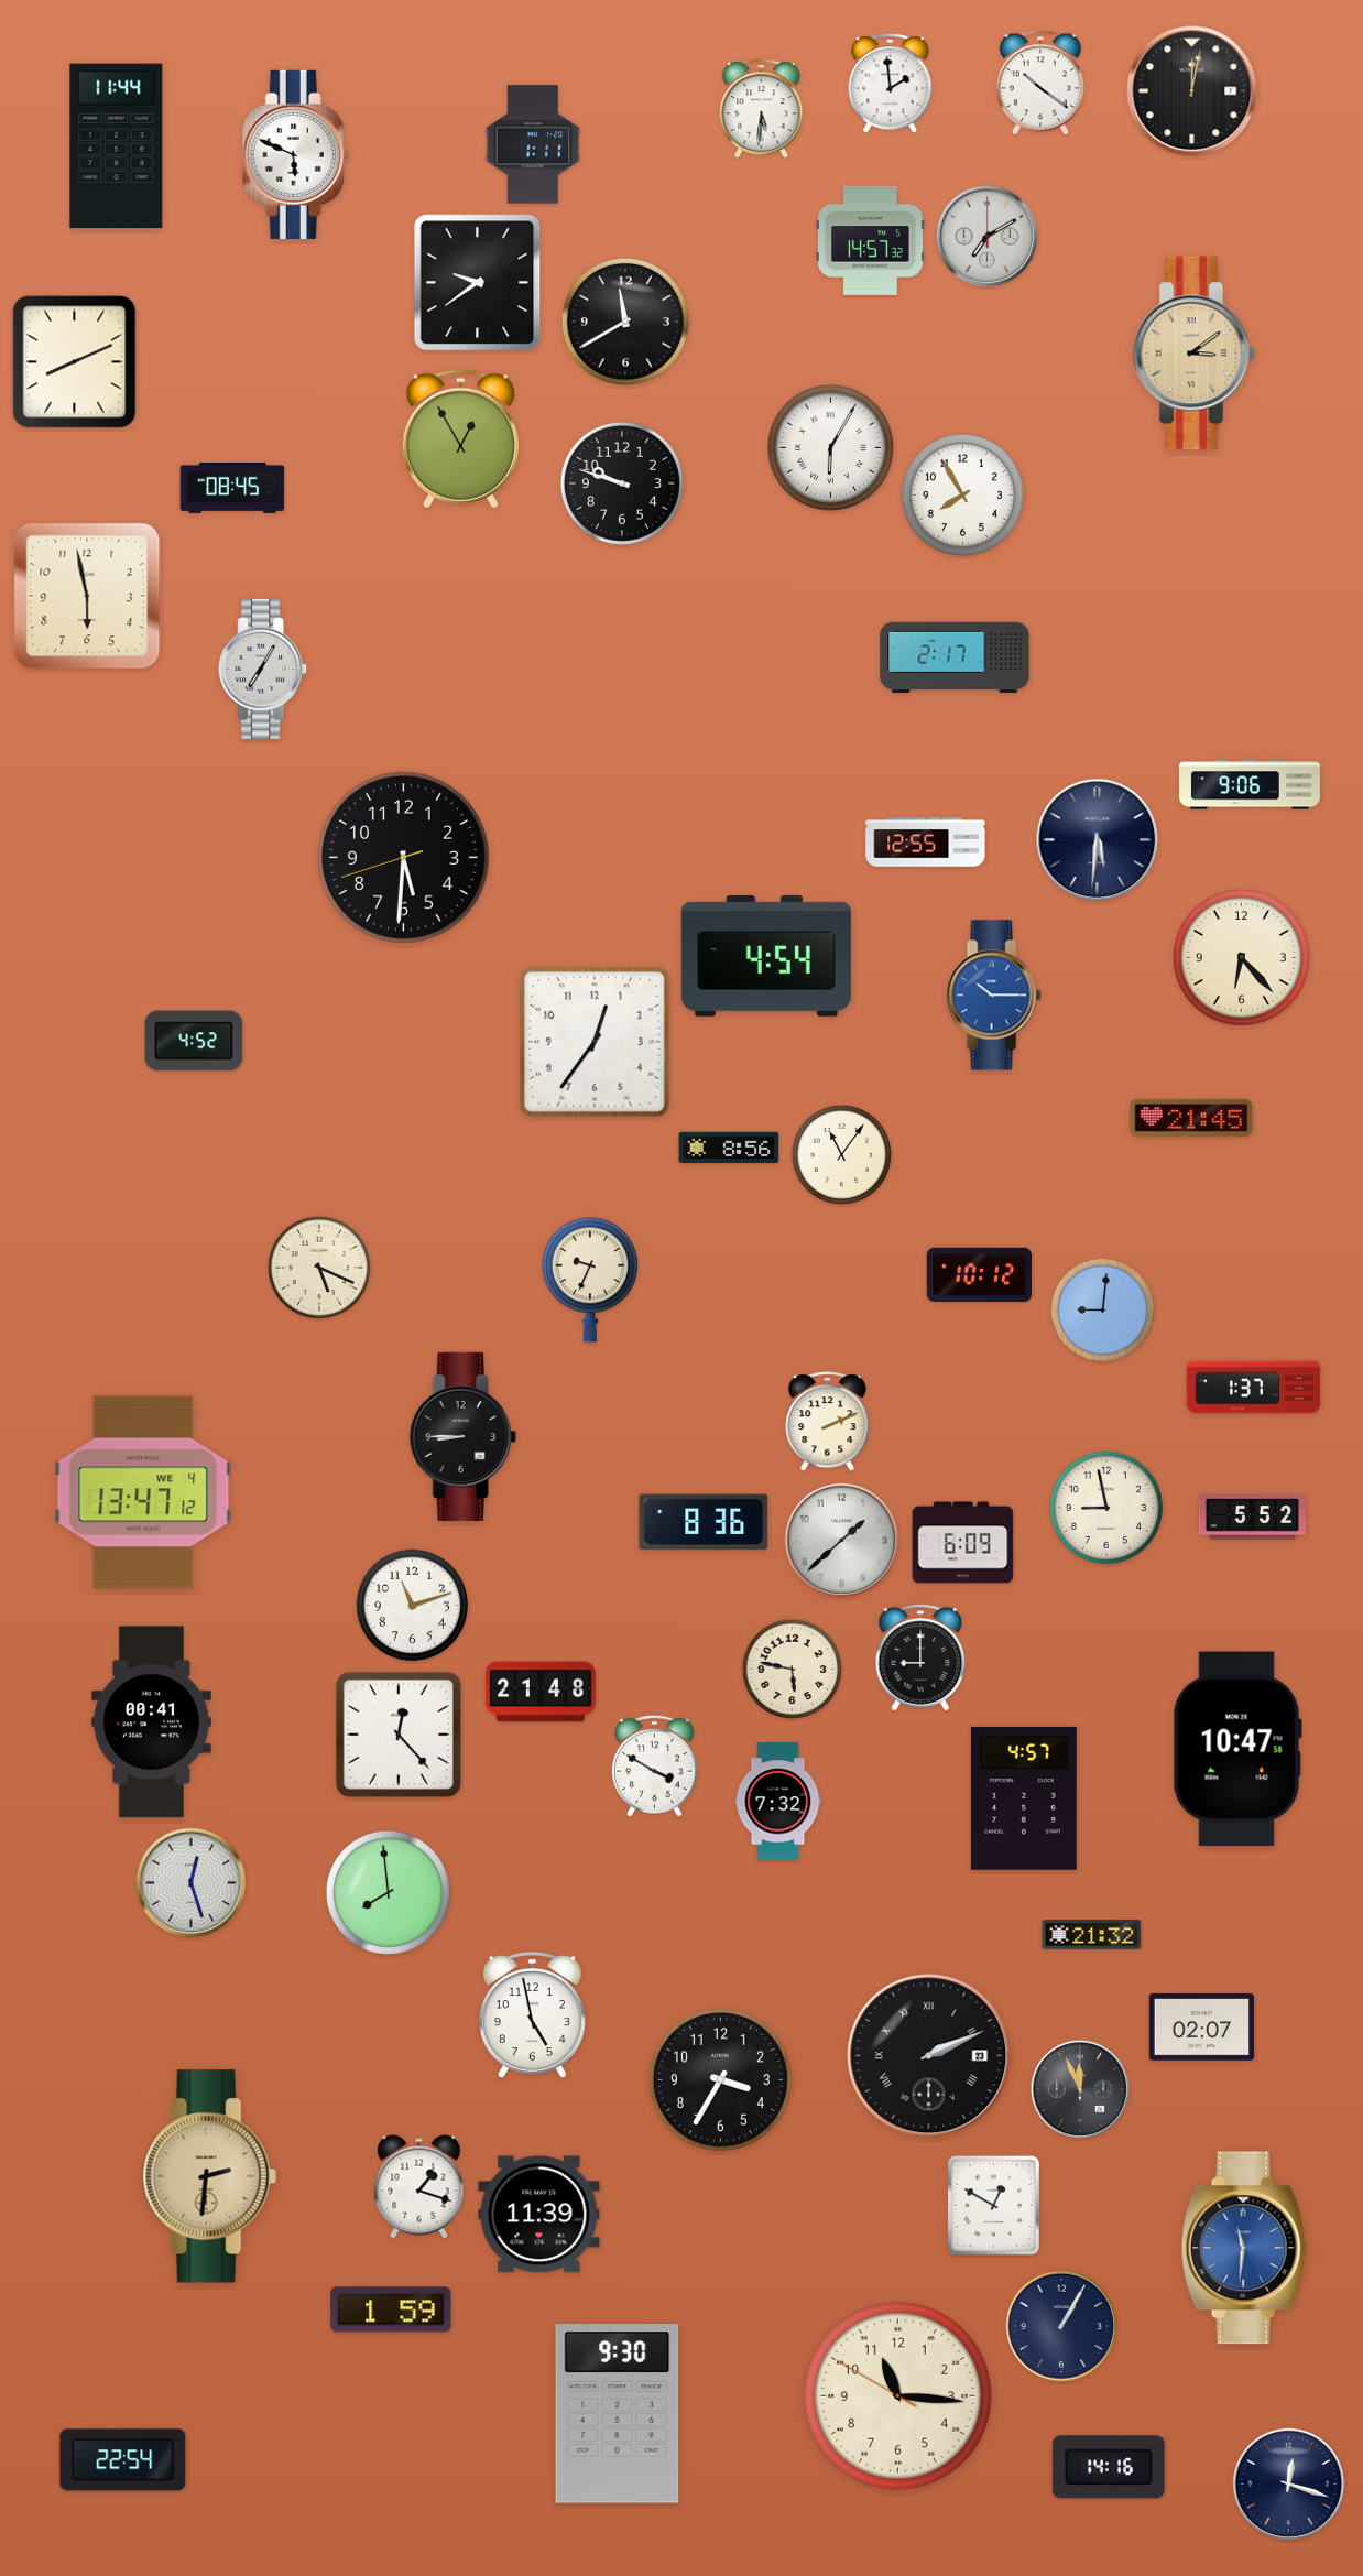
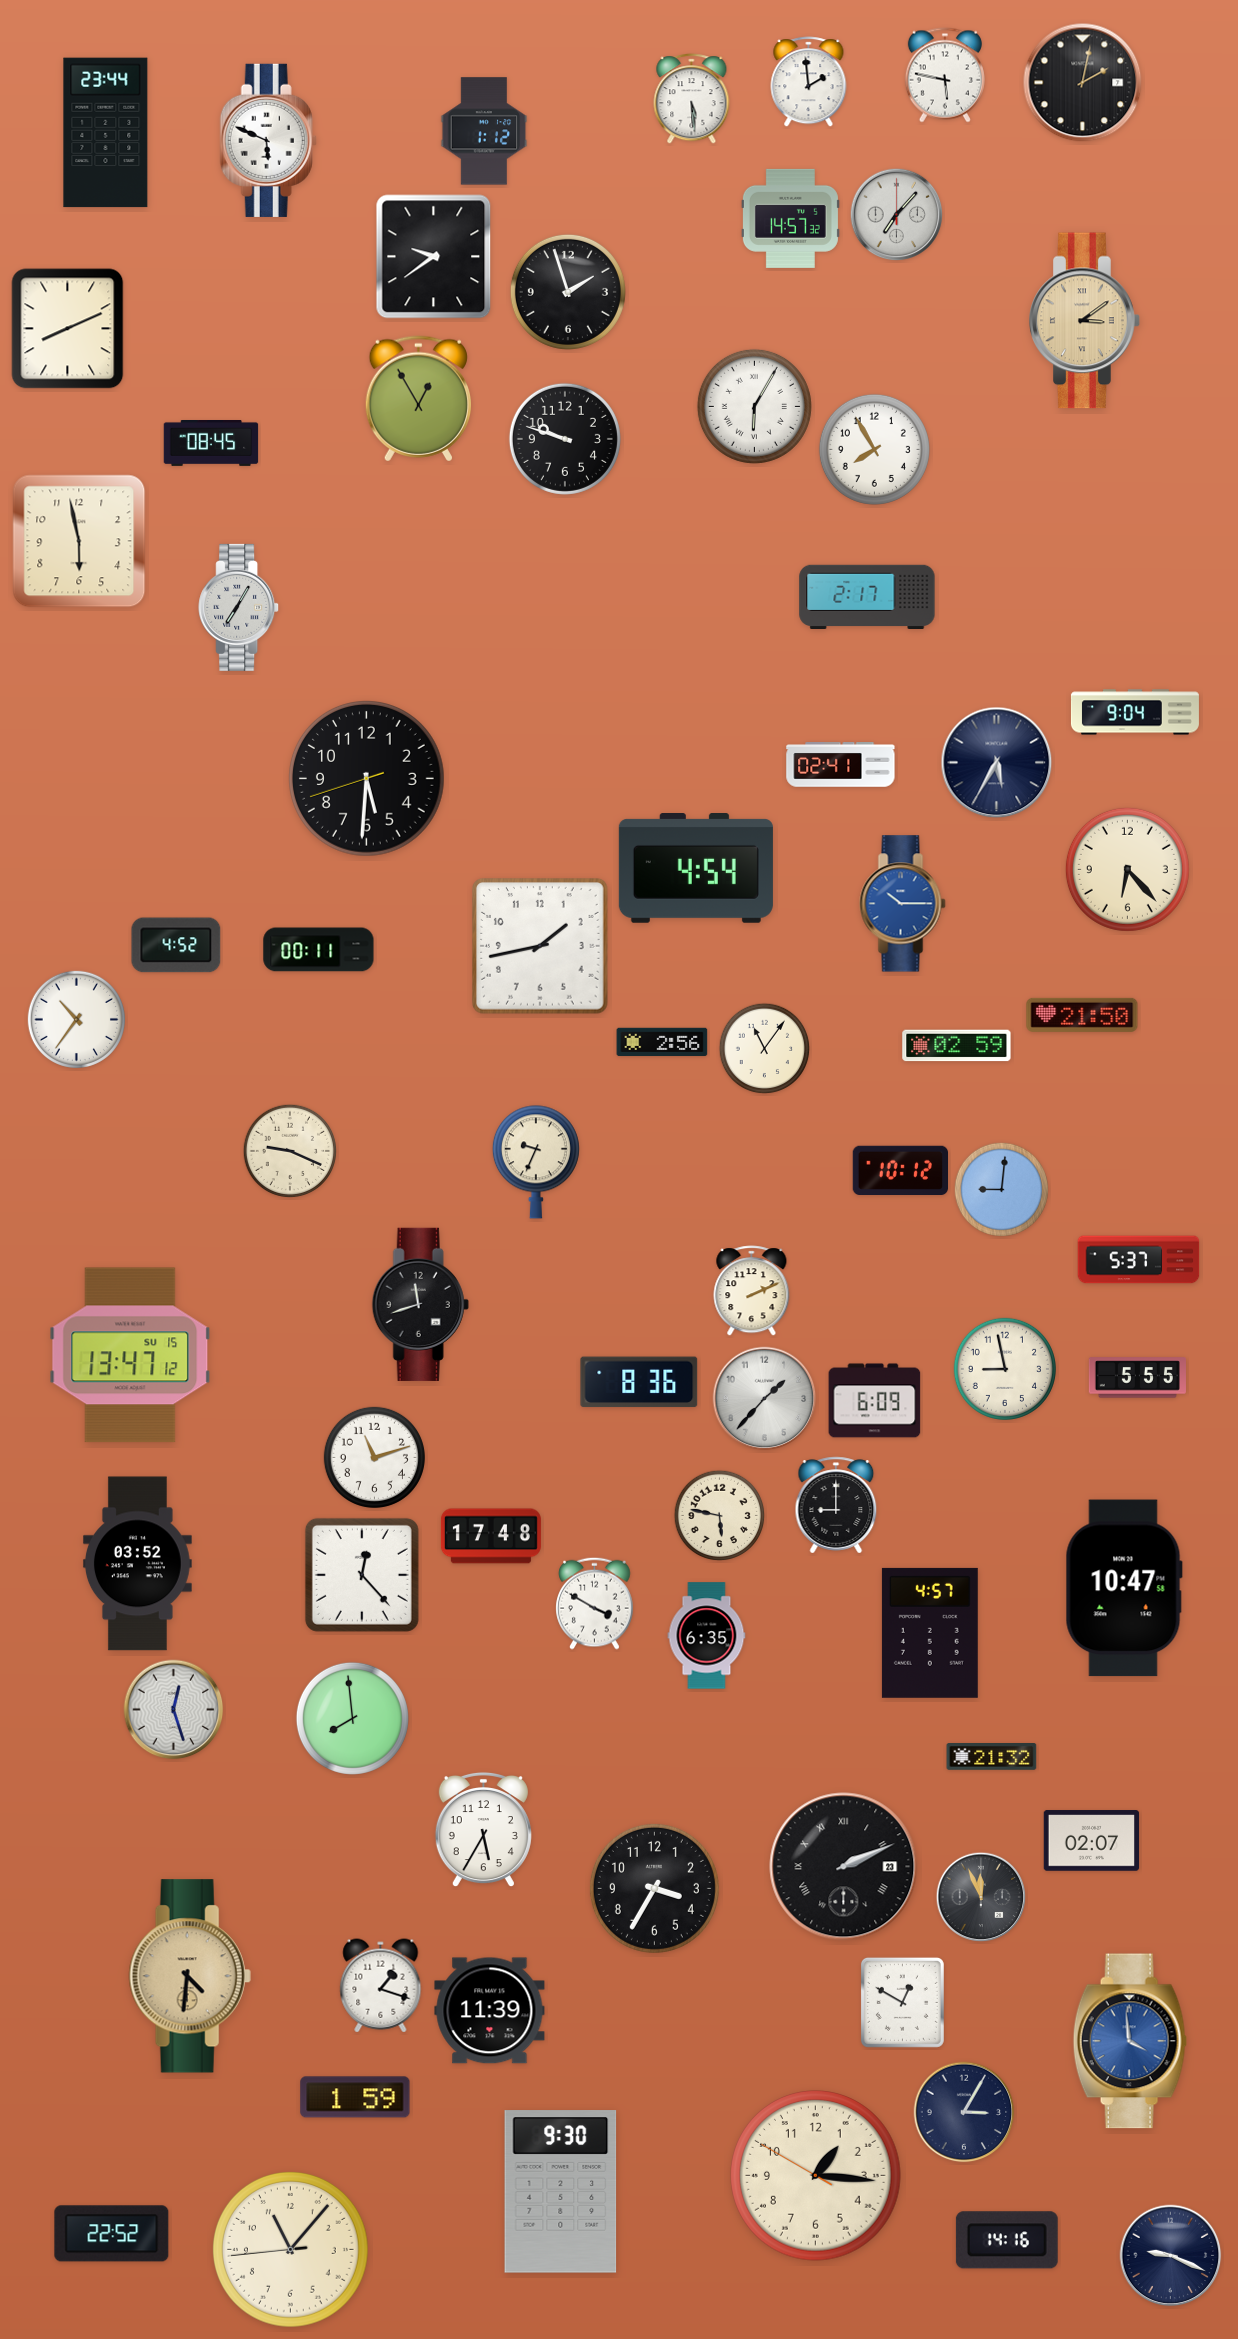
clock at (1040, 83): 10:21 -> 5:47
clock at (891, 84) position: (891, 84) -> (809, 82)
clock at (1192, 91): 12:02 -> 2:02
clock at (762, 109): 5:31 -> 5:29
clock at (533, 144): 1:11 -> 1:12
clock at (117, 146): 11:44 -> 23:44
clock at (988, 237): 7:10 -> 7:07
clock at (625, 322): 11:40 -> 1:57
clock at (1250, 784): 9:06 -> 9:04
clock at (1098, 840): 5:31 -> 5:35
clock at (926, 843): 12:55 -> 02:41
clock at (596, 1043): 12:36 -> 1:43
clock at (319, 950): none -> 00:11
clock at (1191, 1118): 21:45 -> 21:50
clock at (76, 1019): none -> 10:36
clock at (729, 1148): 8:56 -> 2:56
clock at (957, 1046): none -> 02:59
clock at (318, 1267): 5:19 -> 9:19
clock at (979, 1274) position: (979, 1274) -> (900, 1170)
clock at (1254, 1388): 1:37 -> 5:37
clock at (462, 1436): 8:45 -> 11:42
clock at (143, 1492) date: WE 4 -> SU 15
clock at (1252, 1518): 5:52 -> 5:55
clock at (842, 1541): 1:38 -> 1:37
clock at (541, 1692): 21:48 -> 17:48
clock at (151, 1722): 00:41 -> 03:52
clock at (778, 1802): 7:32 -> 6:35
clock at (532, 2015): 4:58 -> 5:35
clock at (209, 2176): 2:31 -> 4:31
clock at (1244, 2248): 11:31 -> 3:59
clock at (1061, 2326): 1:05 -> 3:05
clock at (898, 2396): 11:15 -> 1:15
clock at (123, 2460): 22:54 -> 22:52
clock at (291, 2250): none -> 11:06
clock at (1289, 2485): 12:18 -> 9:19
